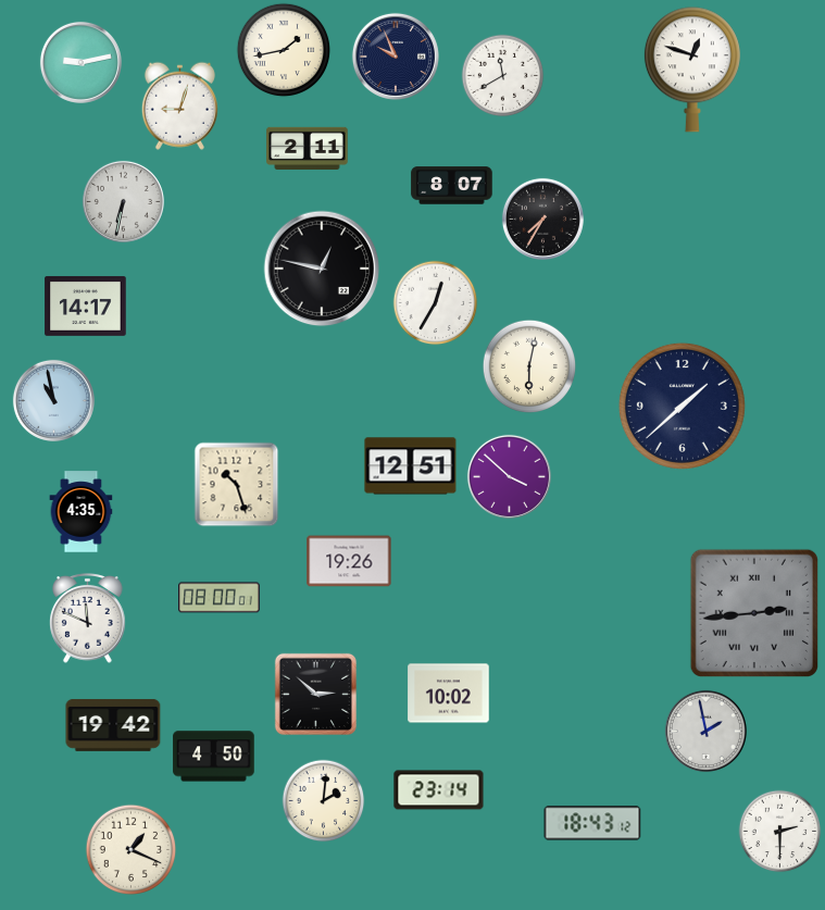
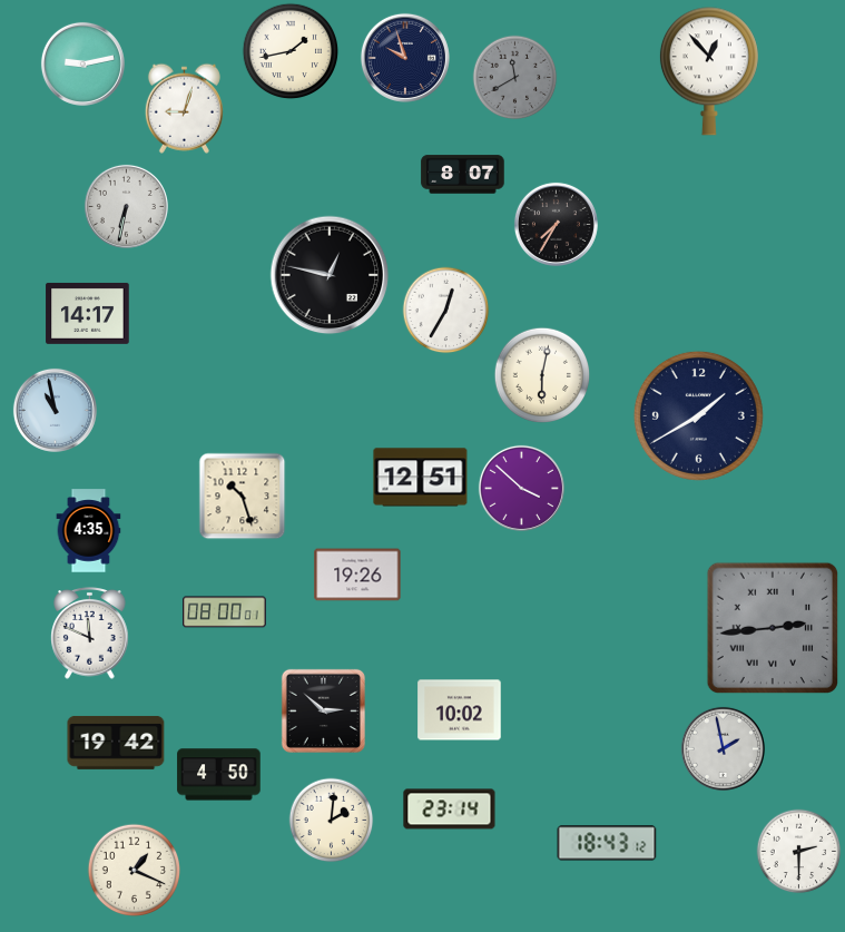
clock at (396, 57): 9:56 -> 9:57
clock at (692, 70): 12:48 -> 12:53
clock at (503, 76) dial: white -> grey
clock at (308, 148): 2:11 -> none
clock at (452, 186) position: (452, 186) -> (463, 175)
clock at (682, 406): 1:38 -> 1:40
clock at (82, 512) position: (82, 512) -> (89, 531)
